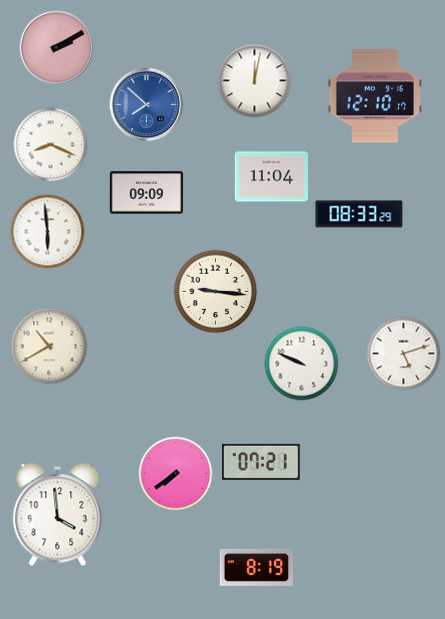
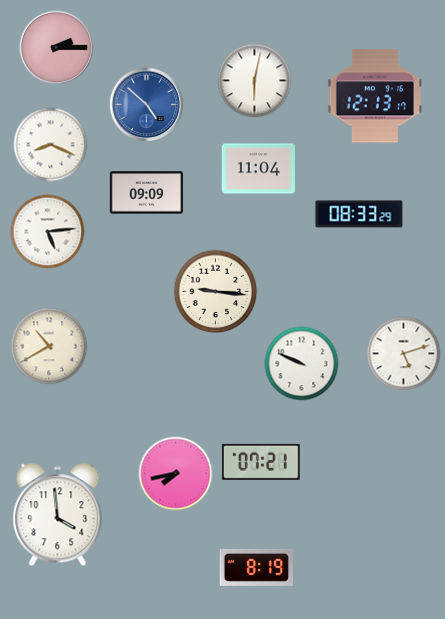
clock at (57, 48): 2:10 -> 2:15
clock at (255, 81): 12:02 -> 6:02
clock at (374, 96): 12:10 -> 12:13
clock at (147, 105): 7:52 -> 4:52
clock at (271, 177) position: (271, 177) -> (258, 169)
clock at (48, 232): 5:59 -> 5:14
clock at (176, 474): 7:39 -> 7:43
